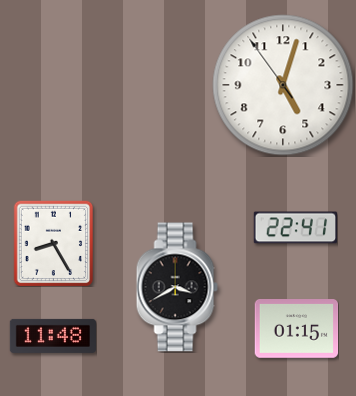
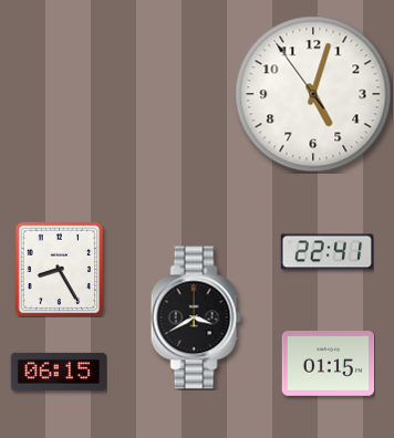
clock at (52, 336): 11:48 -> 06:15
